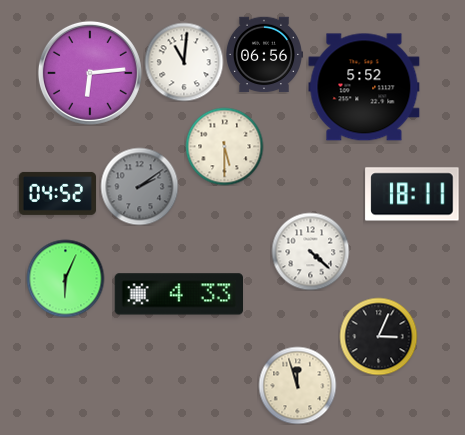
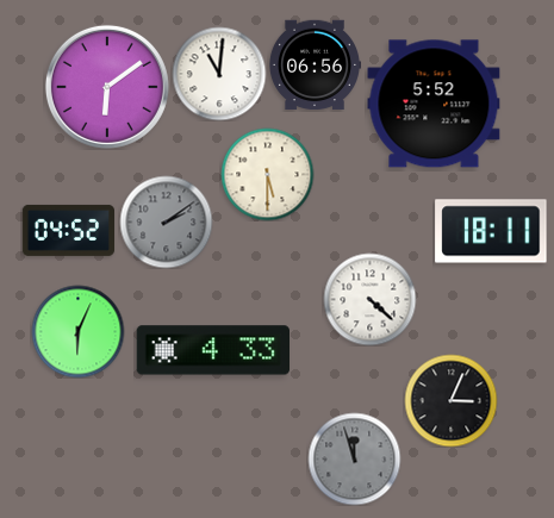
clock at (90, 73): 6:14 -> 6:09
clock at (297, 385) dial: cream -> grey
